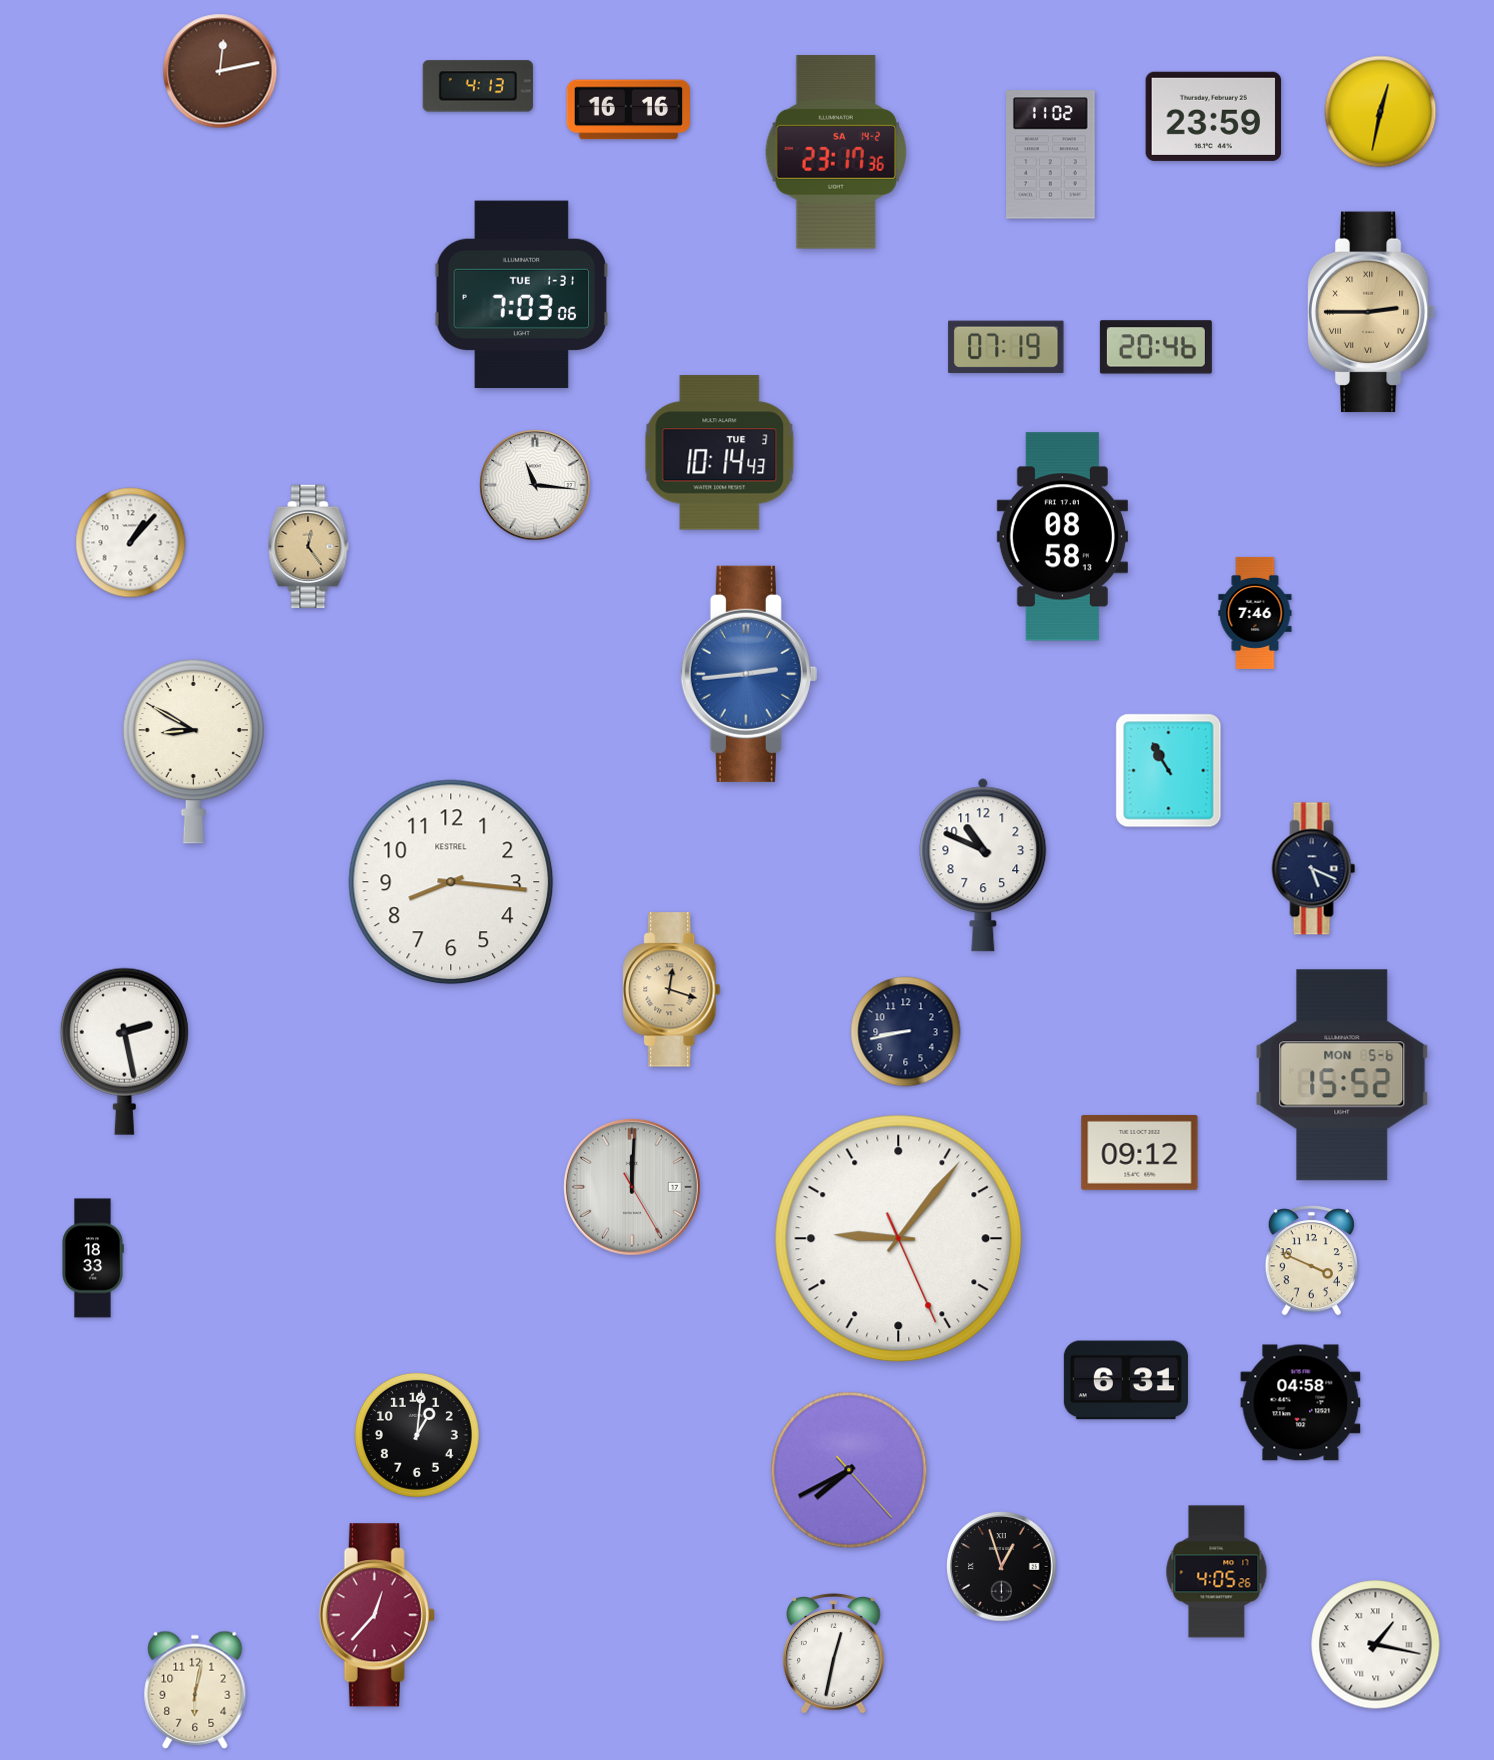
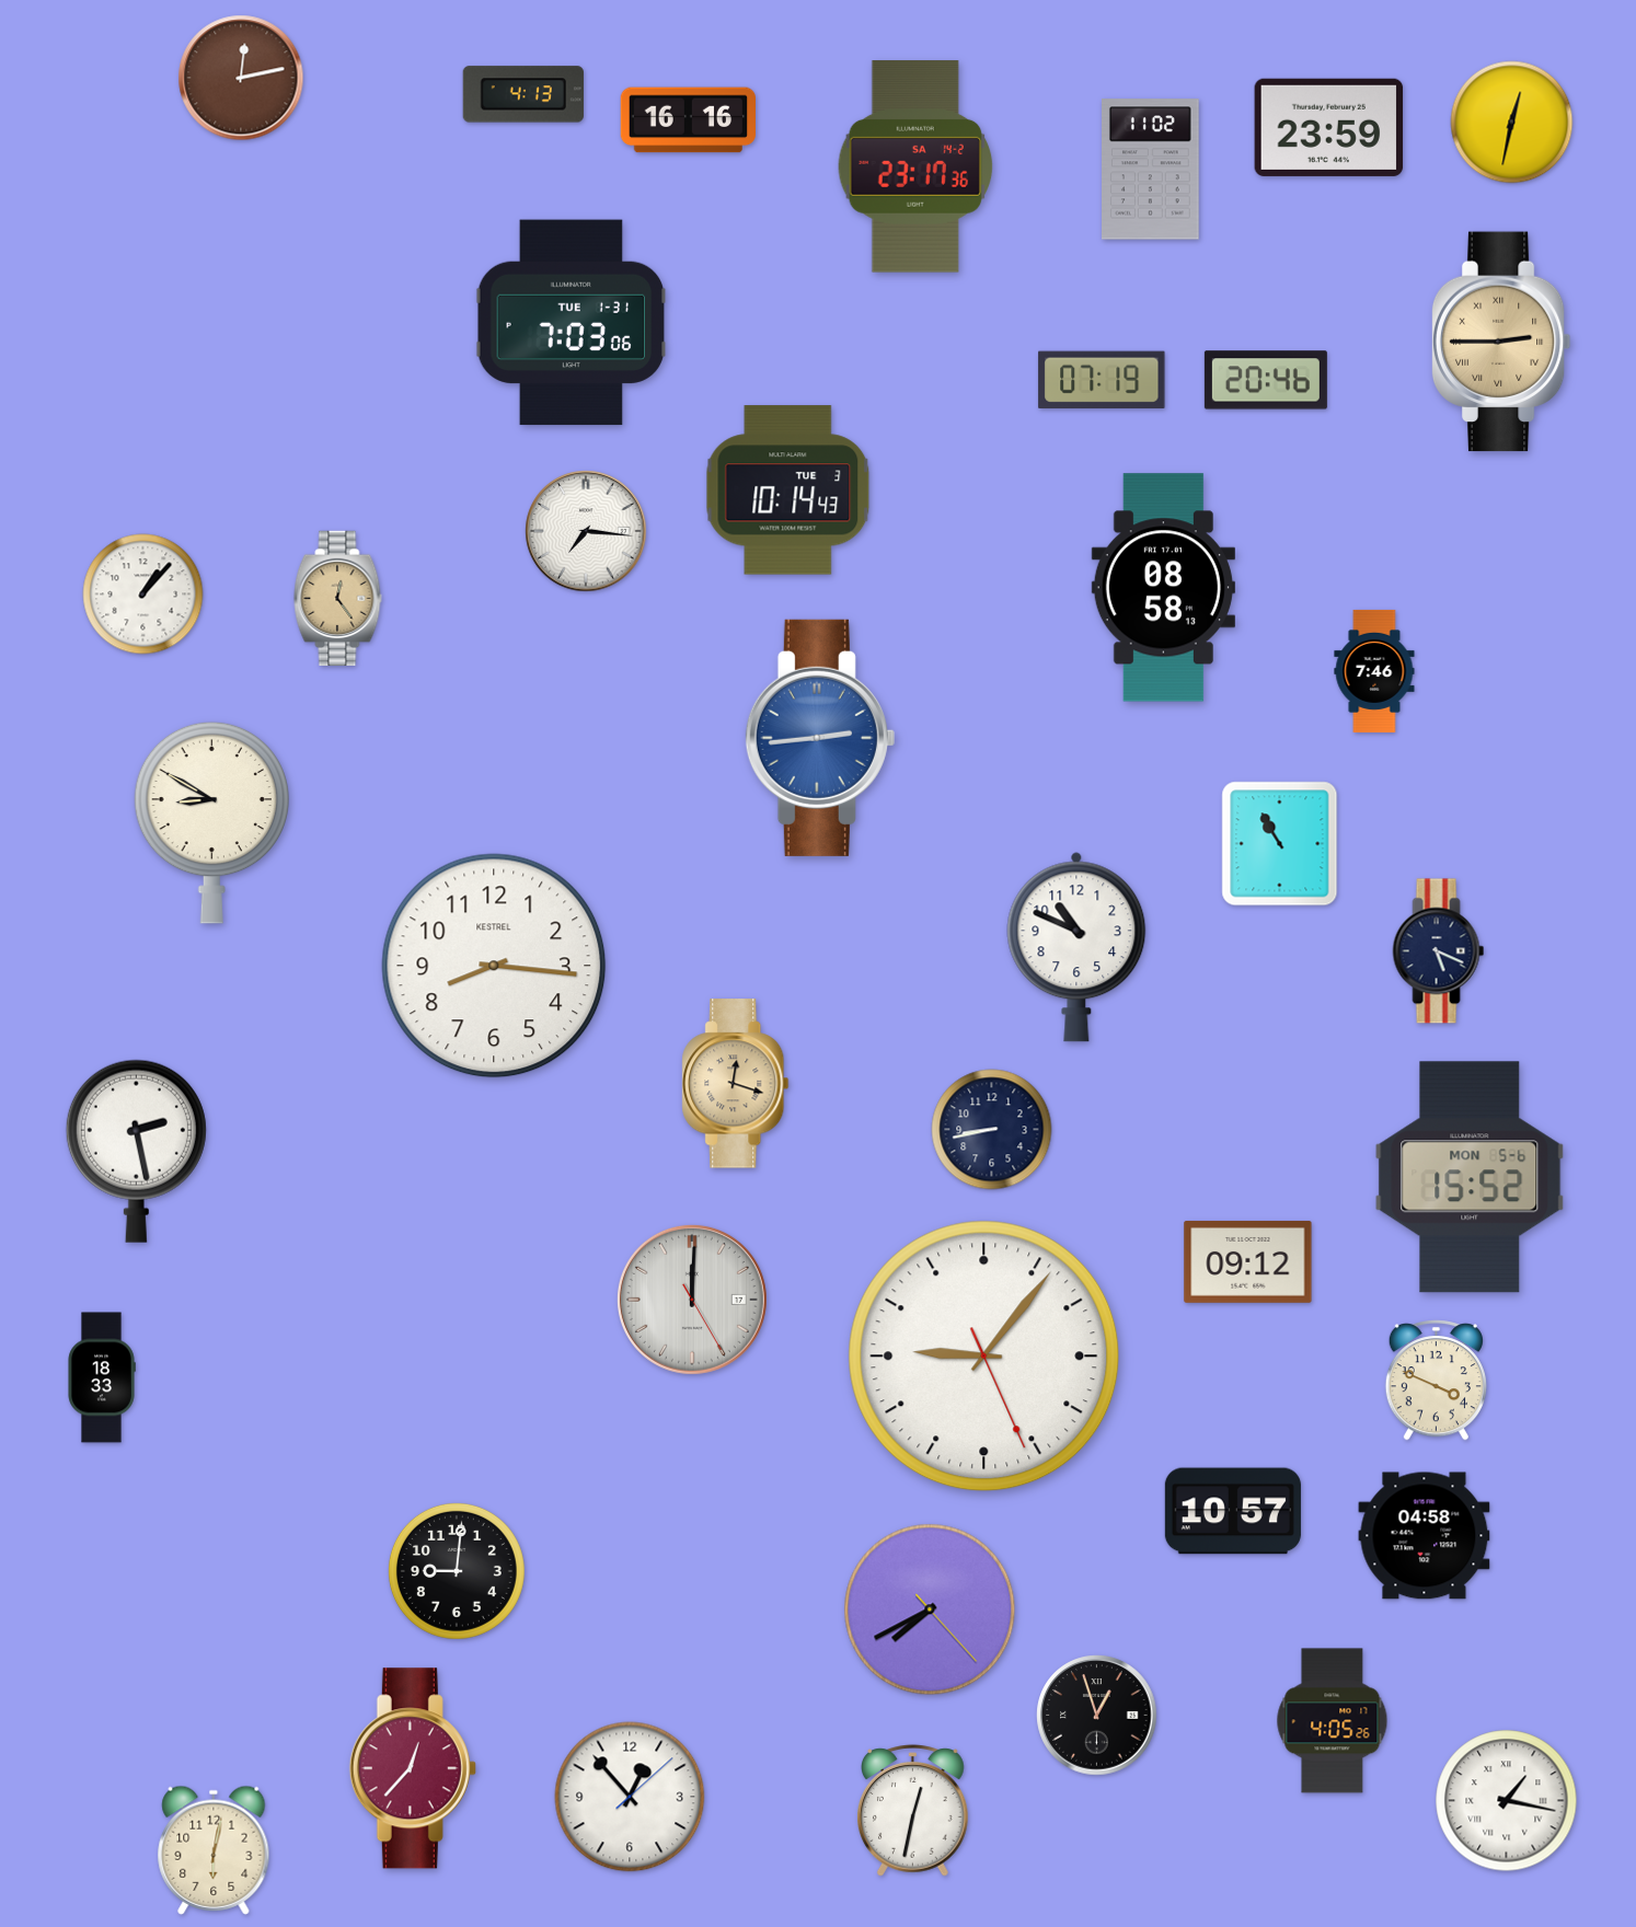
clock at (720, 453) position: (720, 453) -> (788, 491)
clock at (535, 485): 11:16 -> 7:16
clock at (1126, 1380): 6:31 -> 10:57
clock at (417, 1435): 1:01 -> 9:01
clock at (630, 1797): none -> 12:53
